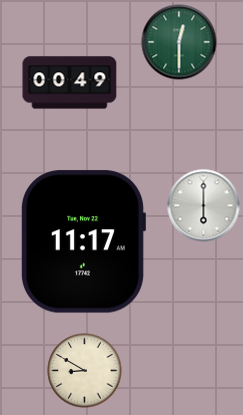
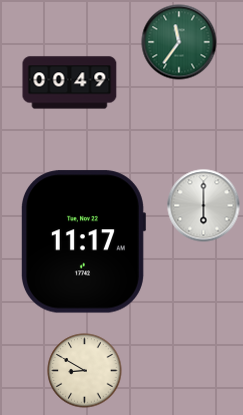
clock at (179, 42): 12:30 -> 11:36
